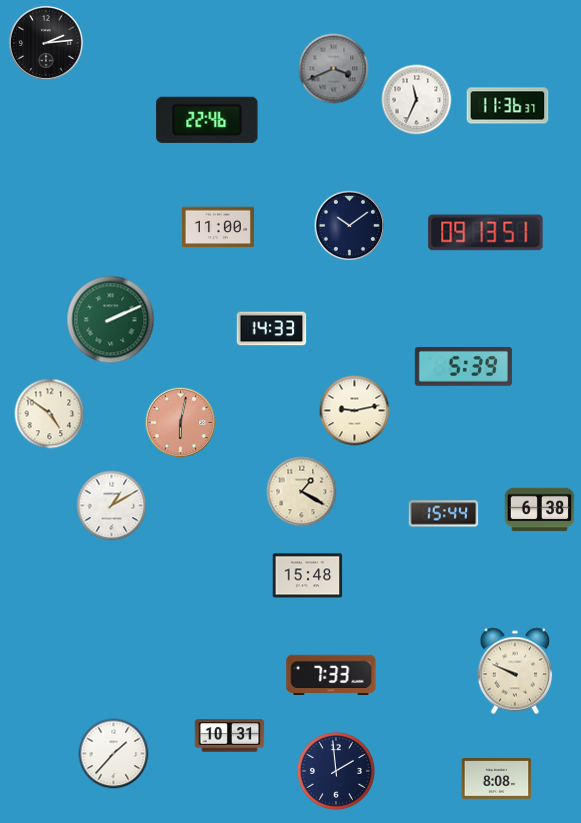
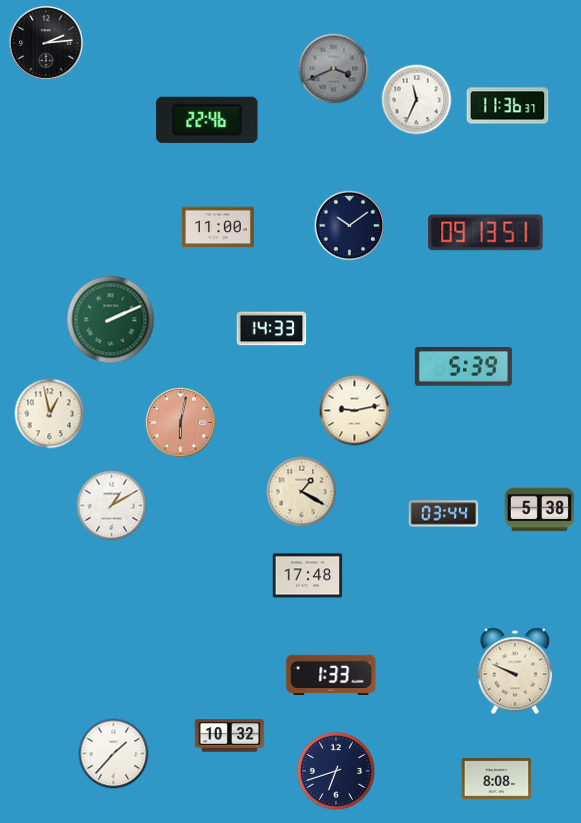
clock at (50, 414): 4:51 -> 12:58
clock at (540, 510): 6:38 -> 5:38
clock at (444, 514): 15:44 -> 03:44
clock at (308, 576): 15:48 -> 17:48
clock at (331, 674): 7:33 -> 1:33
clock at (230, 736): 10:31 -> 10:32
clock at (336, 771): 1:59 -> 6:42
